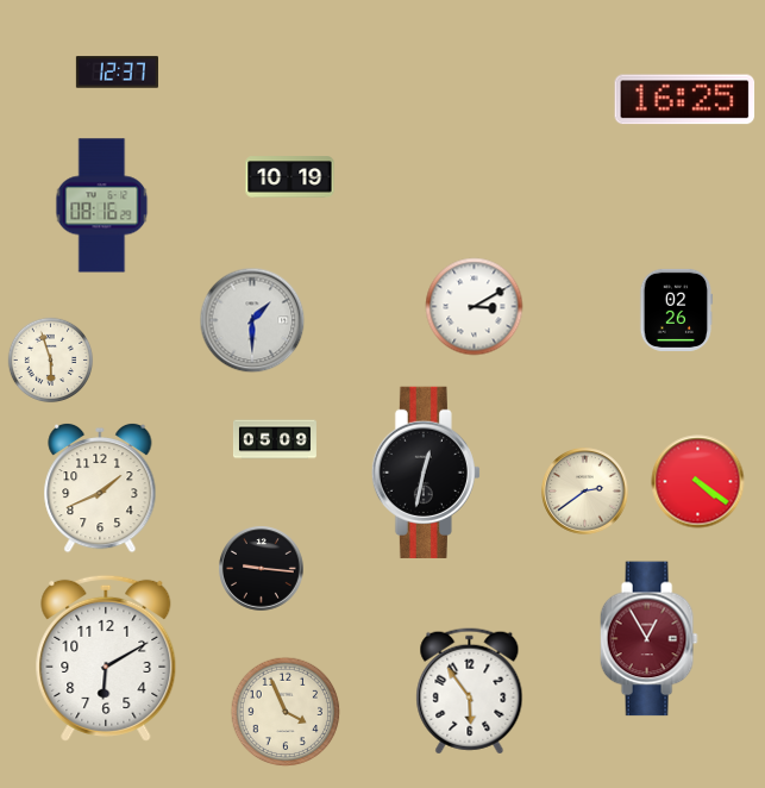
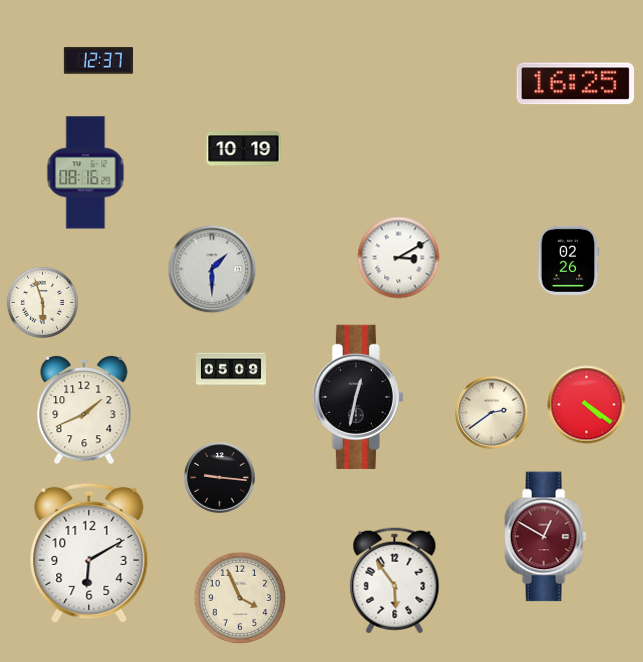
clock at (648, 639): 12:55 -> 12:50
